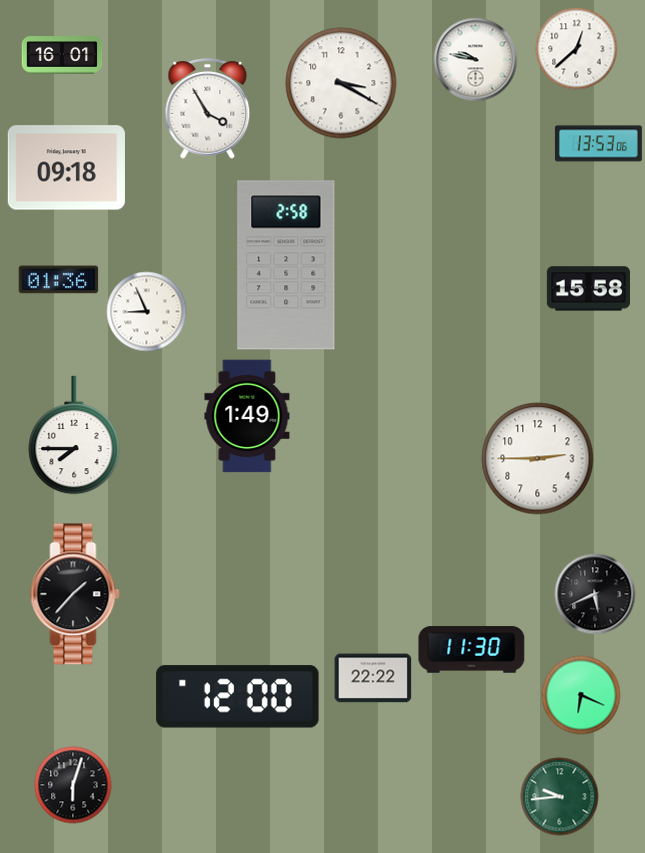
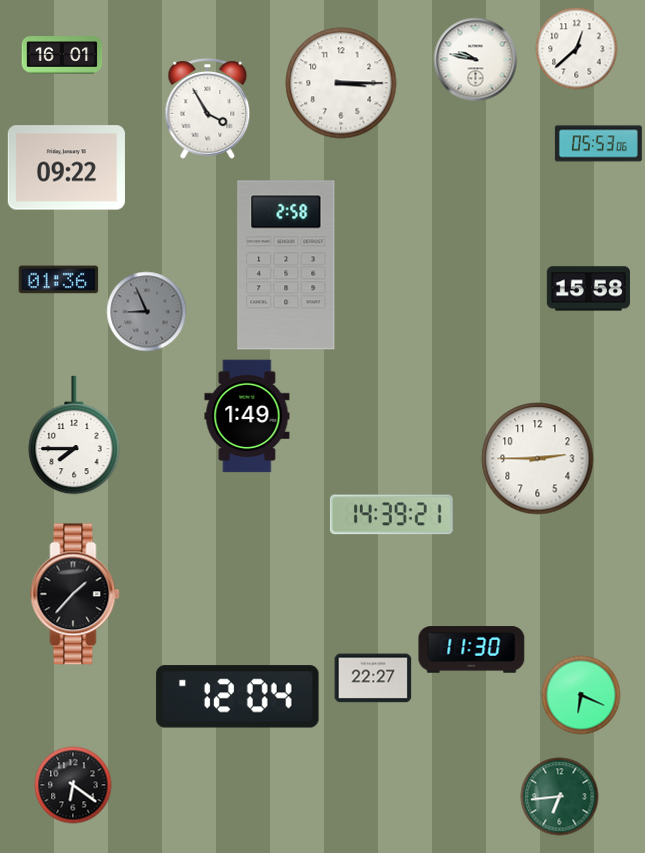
clock at (341, 83): 3:20 -> 3:15
clock at (598, 144): 13:53 -> 05:53
clock at (66, 168): 09:18 -> 09:22
clock at (147, 312) dial: white -> grey
clock at (391, 515): none -> 14:39
clock at (595, 594): 5:41 -> none
clock at (373, 678): 22:22 -> 22:27
clock at (238, 697): 12:00 -> 12:04
clock at (73, 785): 6:03 -> 6:21
clock at (560, 797): 9:44 -> 6:44
